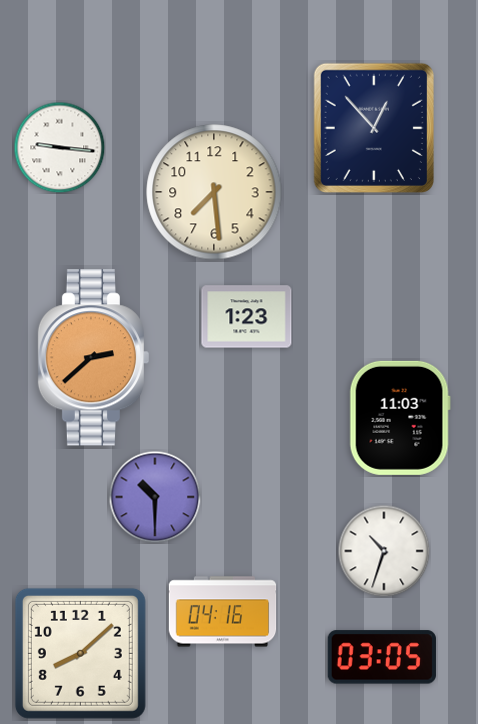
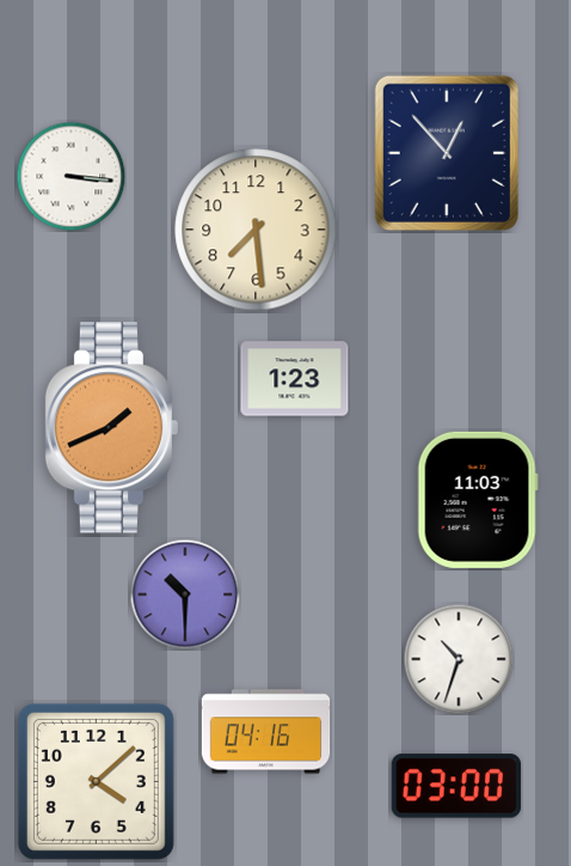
clock at (59, 147): 9:16 -> 3:16
clock at (93, 358): 2:38 -> 1:41
clock at (80, 653): 8:08 -> 4:08
clock at (382, 657): 03:05 -> 03:00
